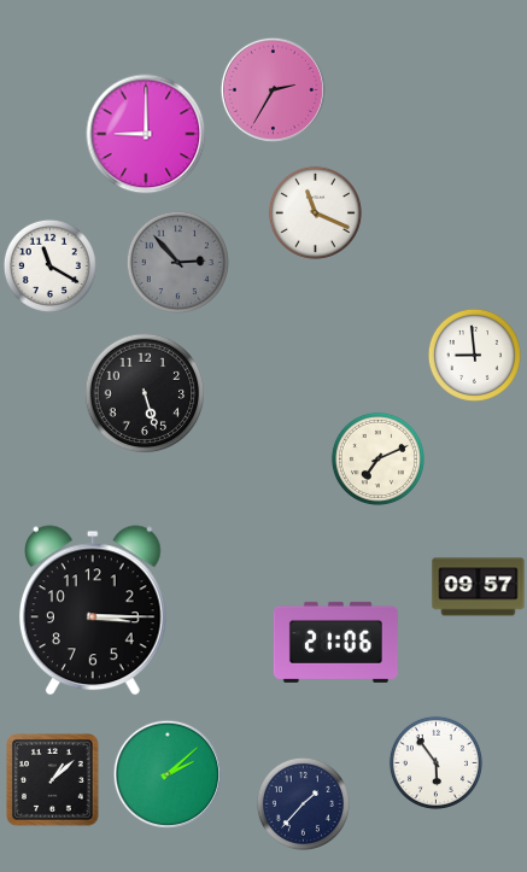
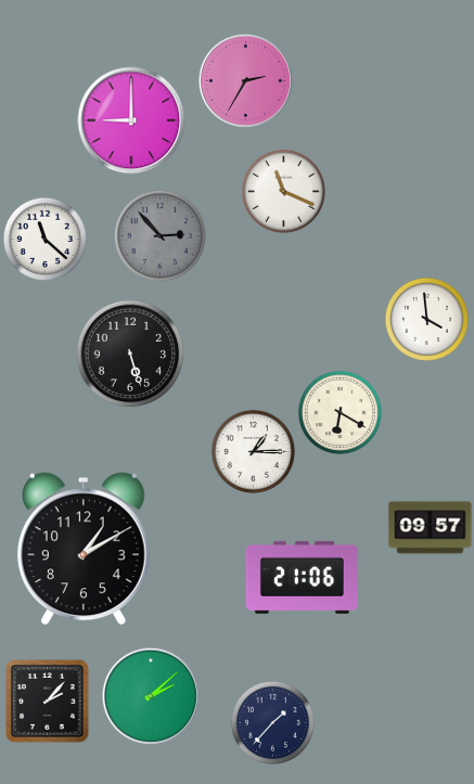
clock at (49, 265): 11:20 -> 11:22
clock at (474, 355): 8:59 -> 3:59
clock at (377, 458): 7:11 -> 6:20
clock at (253, 451): none -> 1:15
clock at (93, 610): 3:15 -> 1:10
clock at (435, 762): 5:54 -> none
clock at (53, 780): 1:08 -> 2:07
